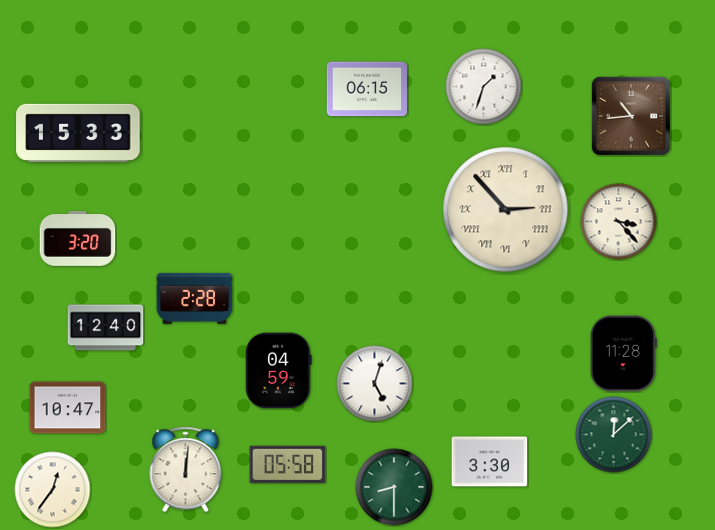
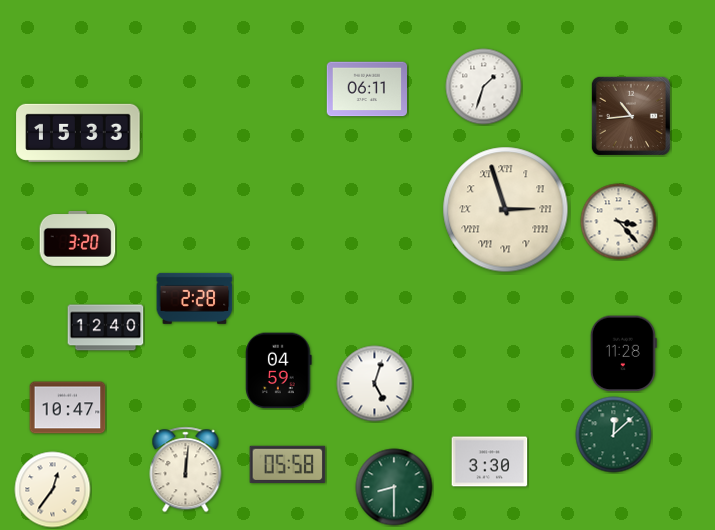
clock at (366, 89): 06:15 -> 06:11
clock at (506, 210): 2:53 -> 2:57
